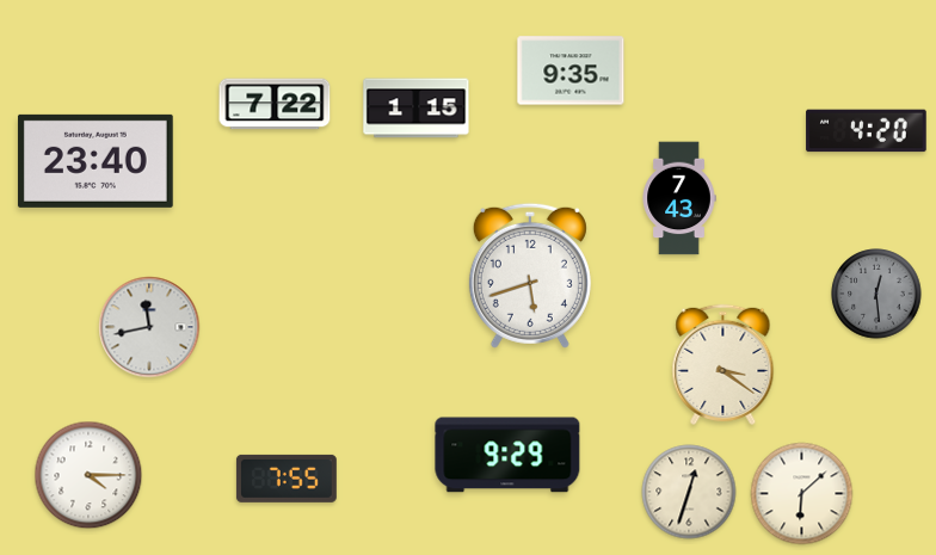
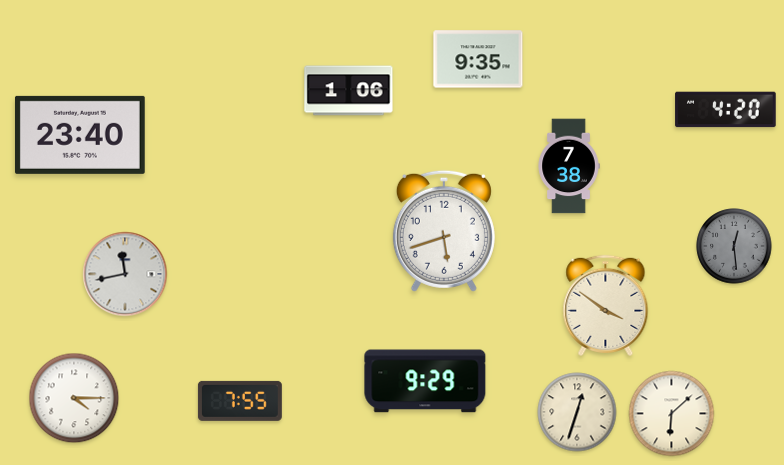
clock at (275, 104): 7:22 -> none
clock at (417, 109): 1:15 -> 1:06
clock at (679, 198): 7:43 -> 7:38
clock at (723, 364): 3:21 -> 3:51
